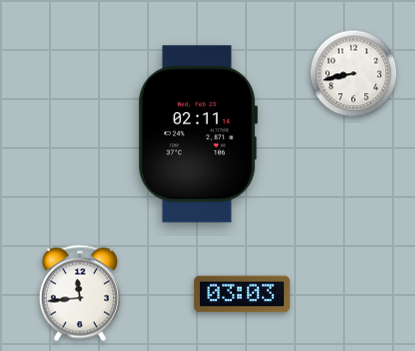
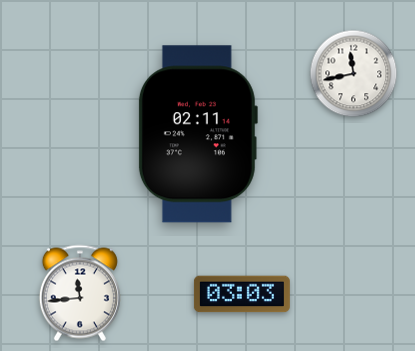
clock at (354, 74): 8:43 -> 11:43
